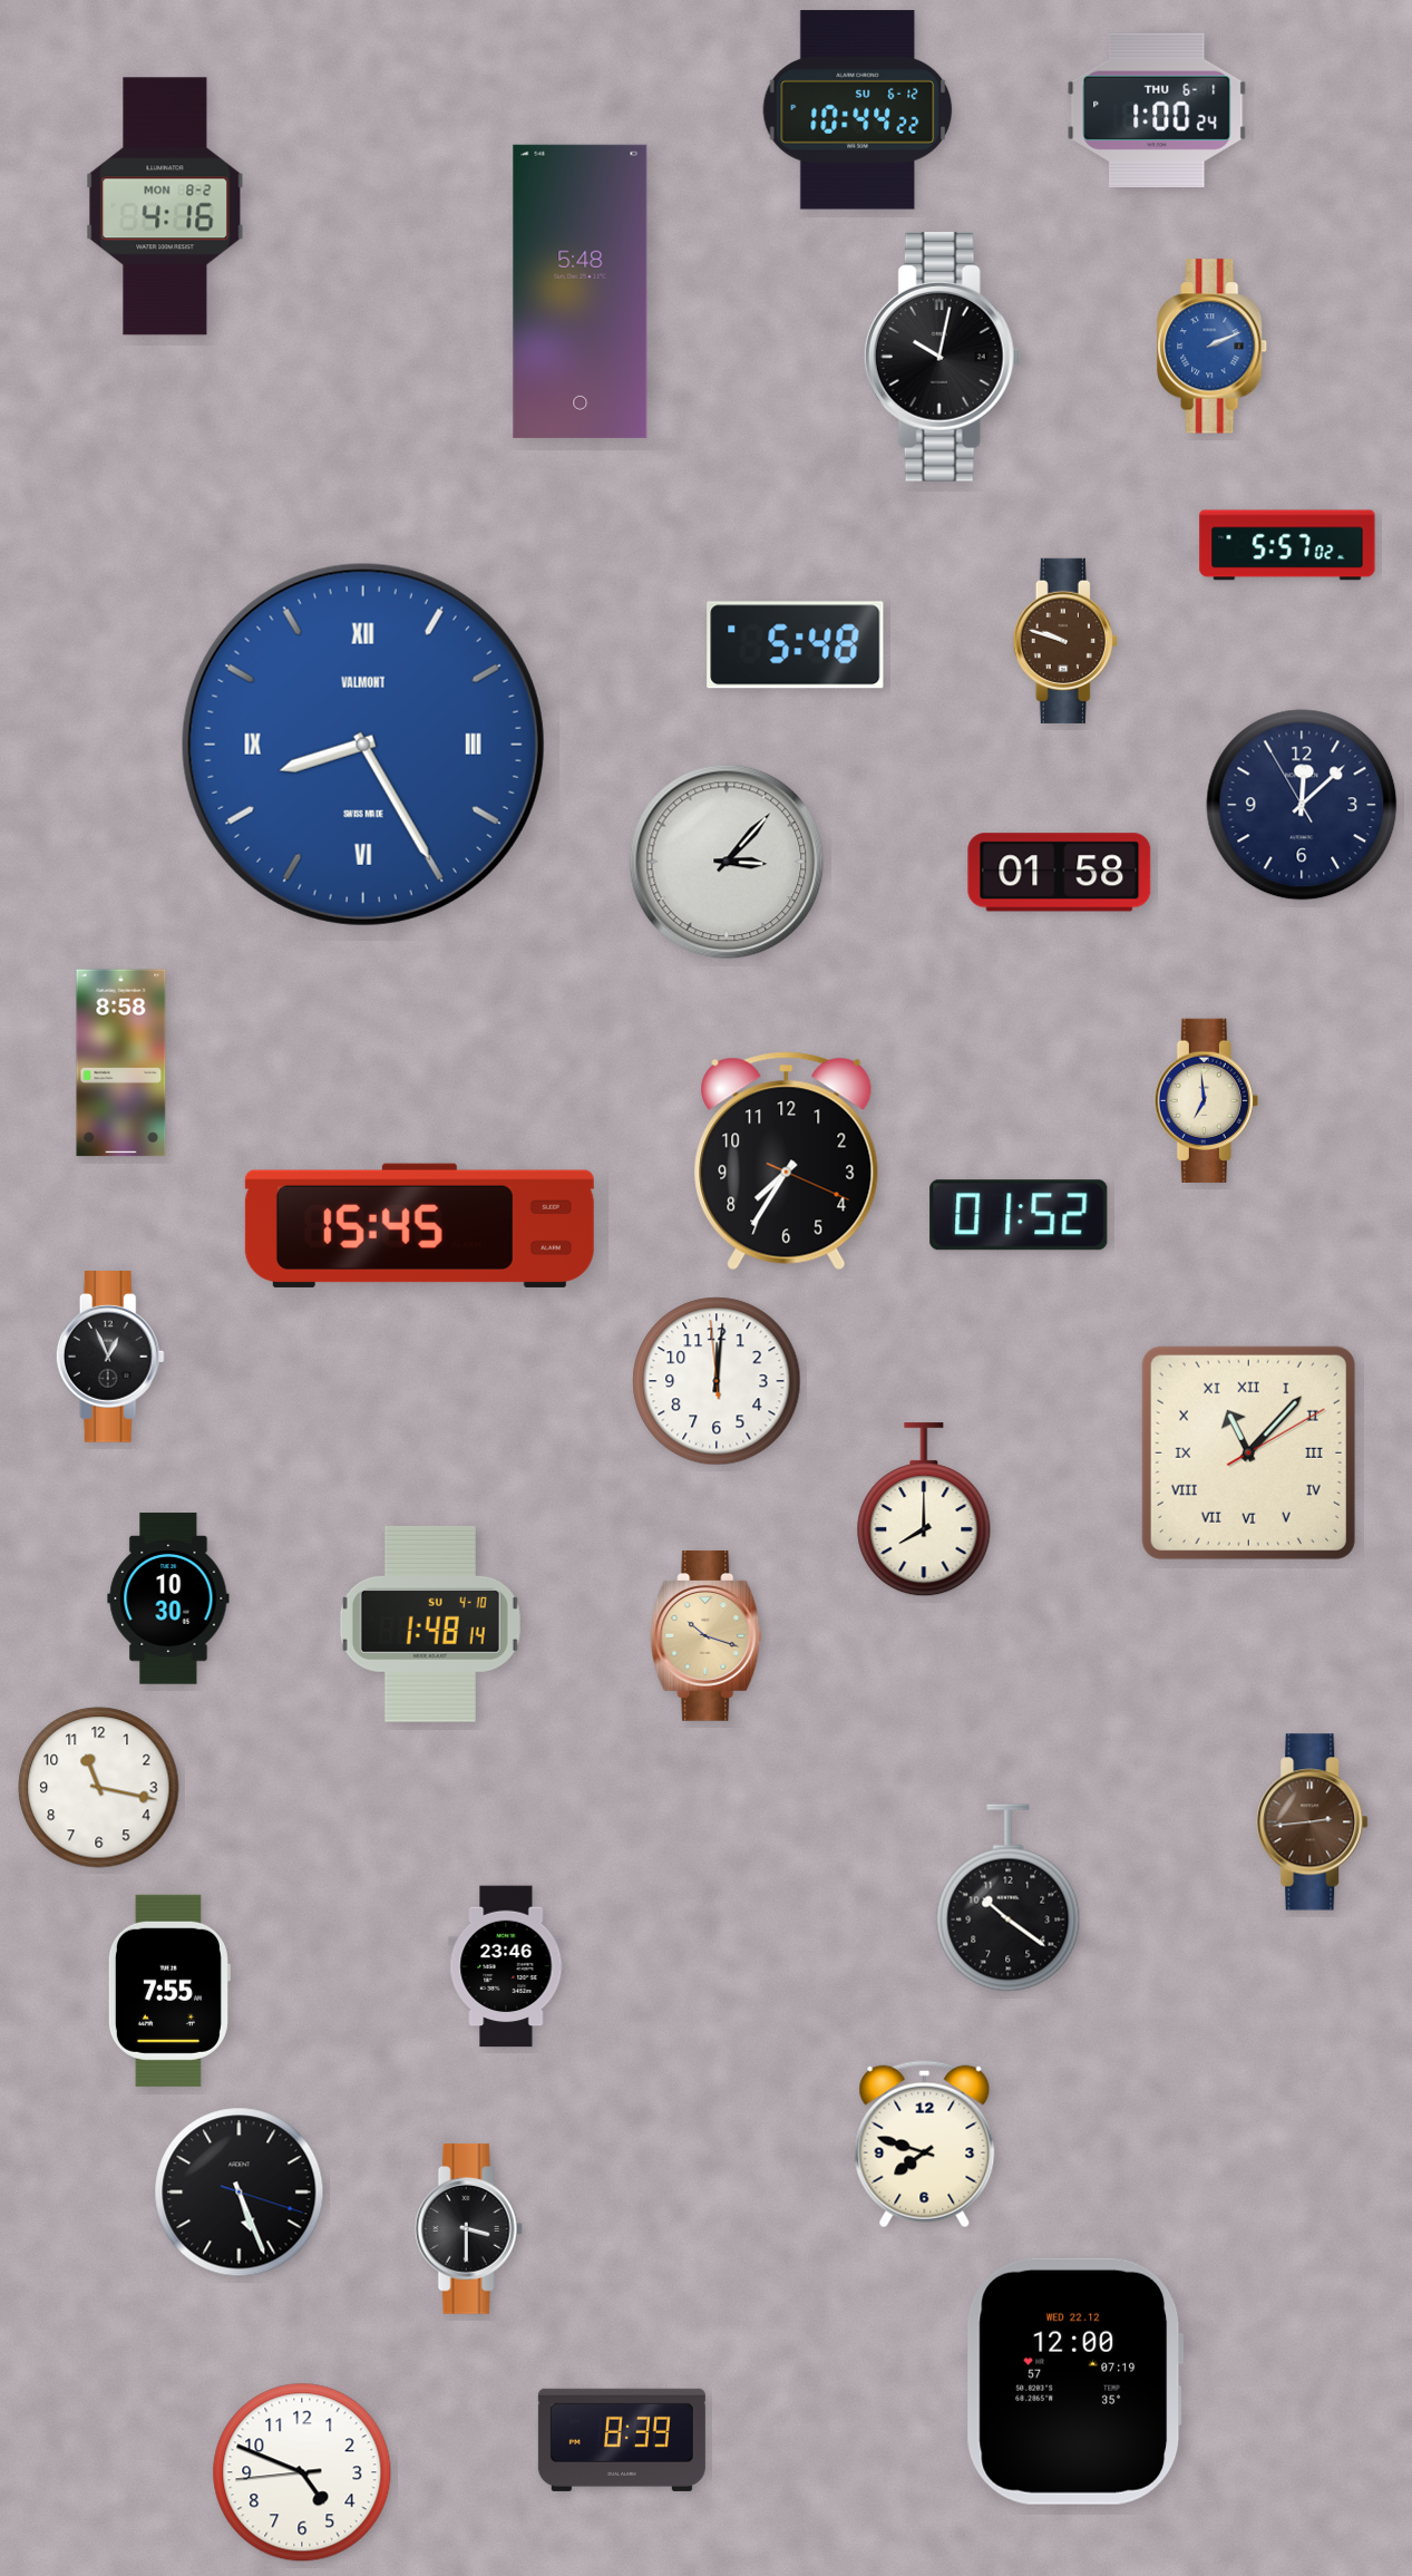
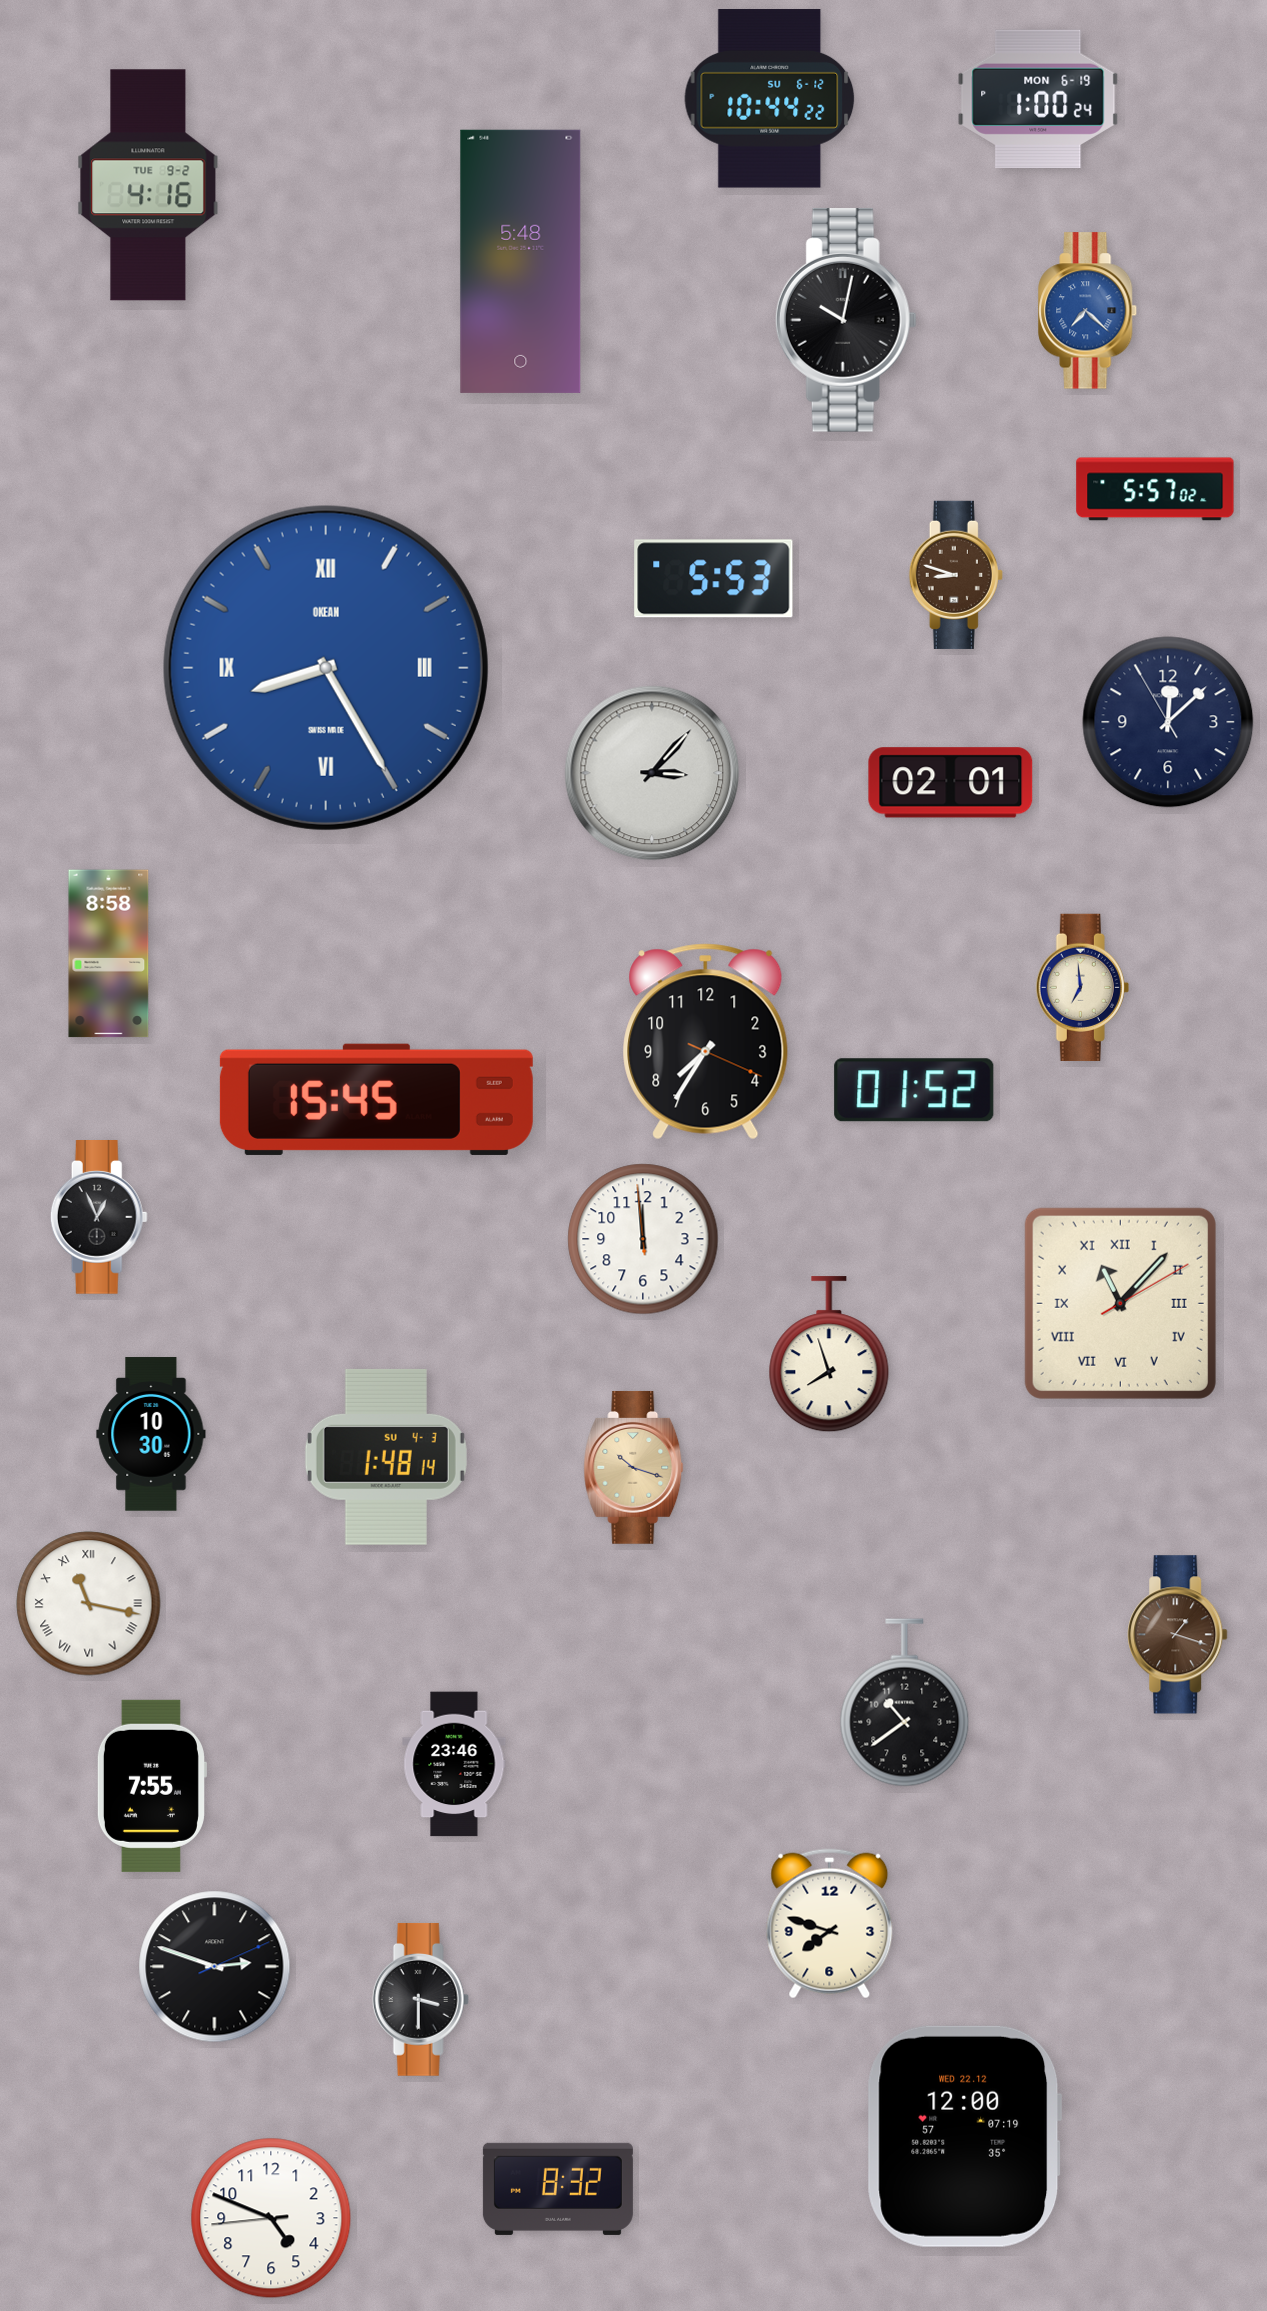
clock at (1157, 110) date: THU 6-1 -> MON 6-19
clock at (165, 206) date: MON 8-2 -> TUE 9-2
clock at (1213, 347): 2:11 -> 7:22
clock at (1065, 641): 9:48 -> 8:48
clock at (796, 645): 5:48 -> 5:53
clock at (363, 745) brand: VALMONT -> OKEAN
clock at (1060, 873): 01:58 -> 02:01
clock at (717, 1381): 12:00 -> 11:58
clock at (924, 1510): 8:00 -> 7:57
clock at (430, 1624) date: SU 4-10 -> SU 4-3
clock at (99, 1788) numerals: Arabic -> Roman
clock at (1313, 1822): 2:44 -> 1:18
clock at (1009, 1898): 10:21 -> 10:39
clock at (240, 2193): 5:26 -> 2:48
clock at (622, 2440): 8:39 -> 8:32
